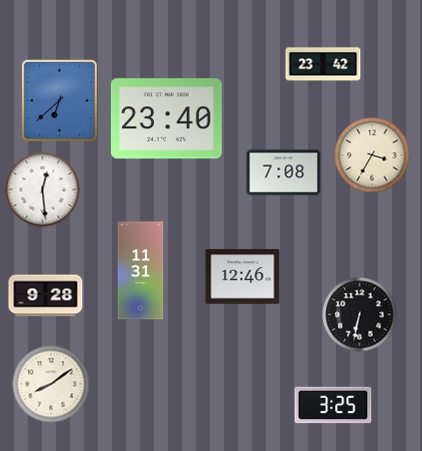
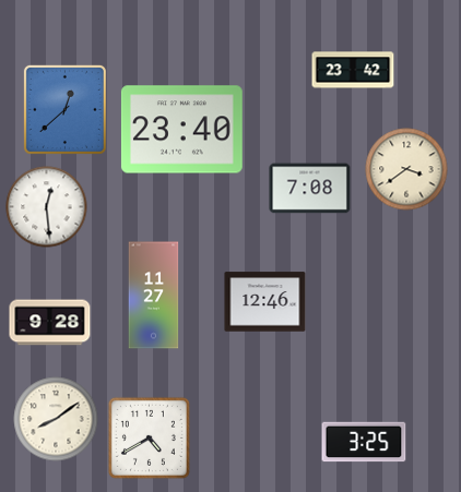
clock at (59, 100): 6:38 -> 12:38
clock at (372, 155): 3:35 -> 3:39
clock at (141, 271): 11:31 -> 11:27
clock at (360, 315): 6:32 -> none
clock at (149, 437): none -> 4:40
